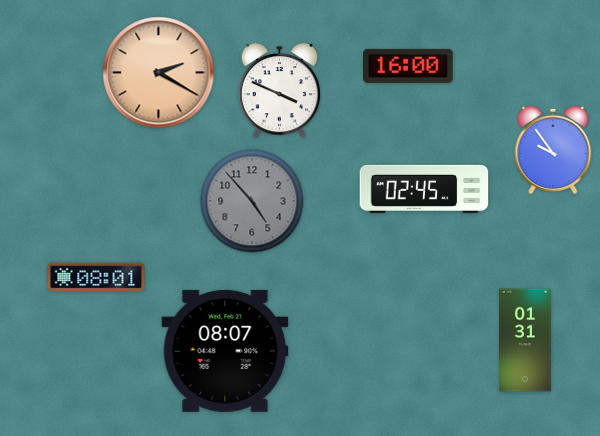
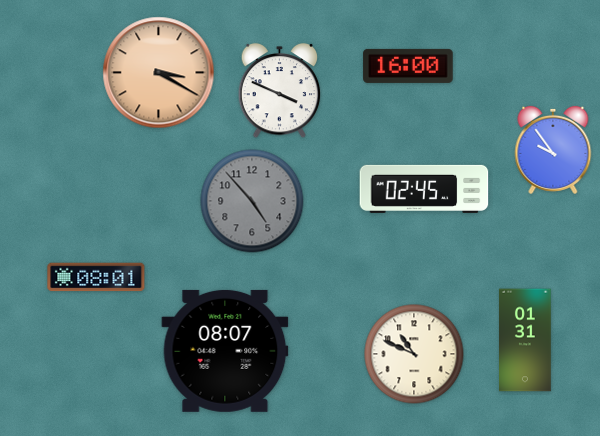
clock at (159, 73): 2:20 -> 3:20
clock at (414, 354): none -> 10:49
